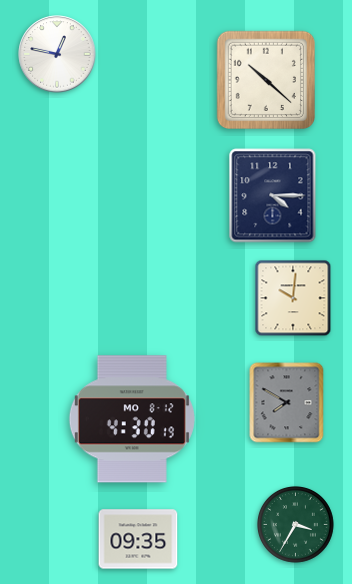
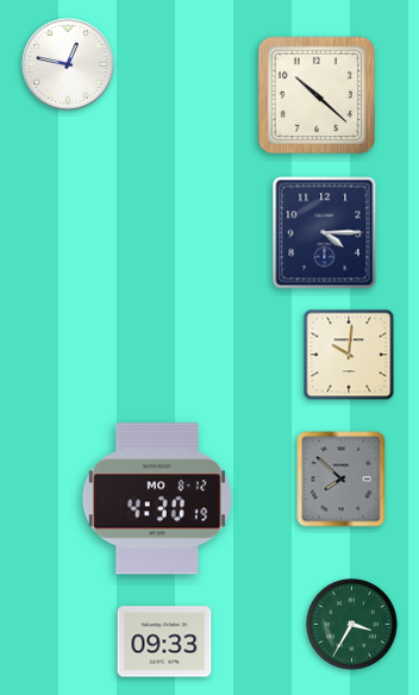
clock at (287, 403): 7:50 -> 7:52
clock at (138, 539): 09:35 -> 09:33
